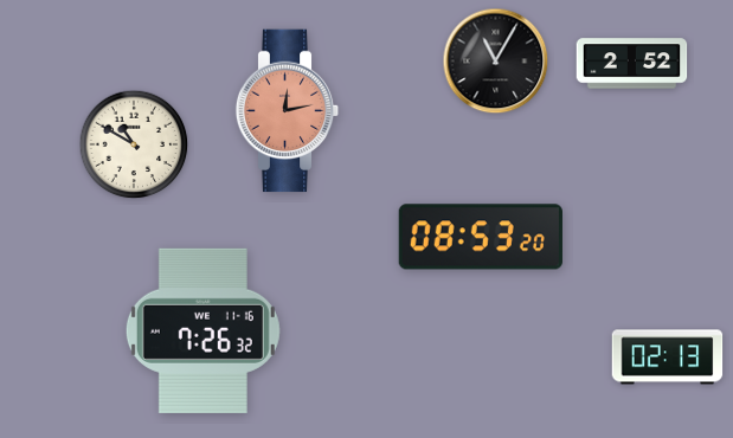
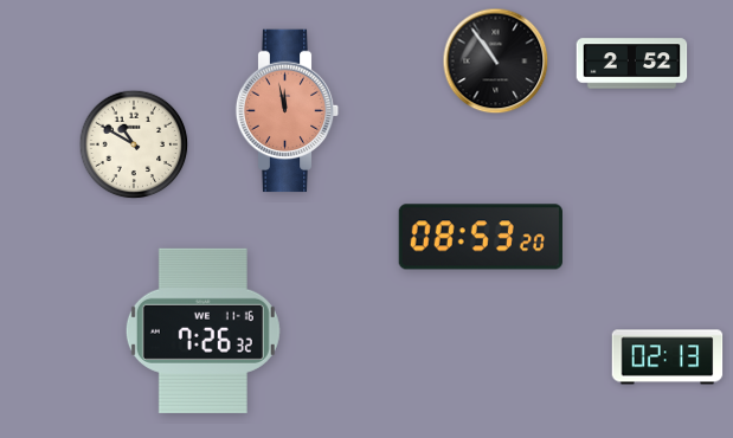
clock at (496, 62): 11:05 -> 10:54
clock at (288, 111): 12:13 -> 11:58
